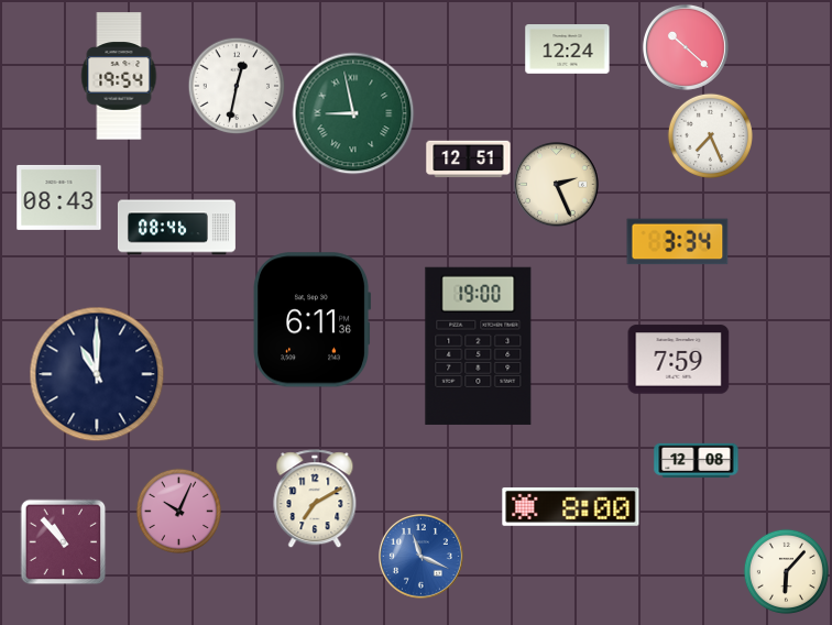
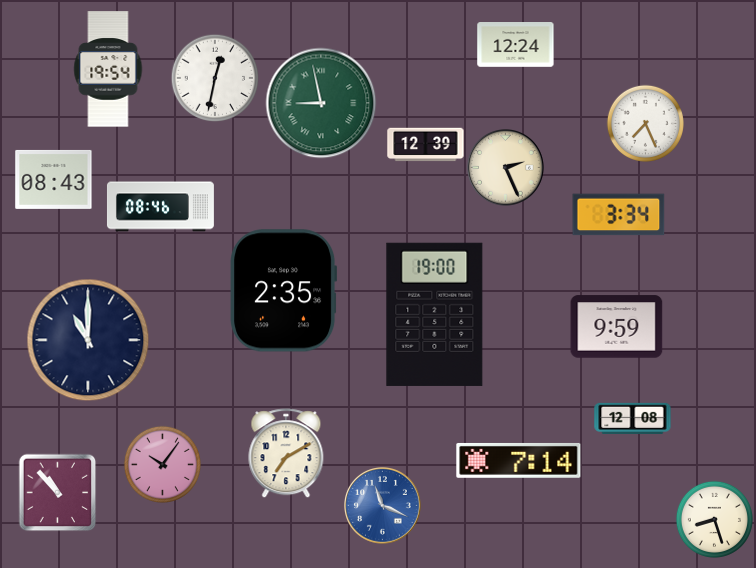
clock at (686, 47): 10:22 -> none
clock at (469, 160): 12:51 -> 12:39
clock at (678, 242) position: (678, 242) -> (619, 215)
clock at (313, 320): 6:11 -> 2:35
clock at (679, 360): 7:59 -> 9:59
clock at (571, 506): 8:00 -> 7:14
clock at (178, 511): 10:04 -> 10:06
clock at (786, 571): 6:07 -> 8:27
